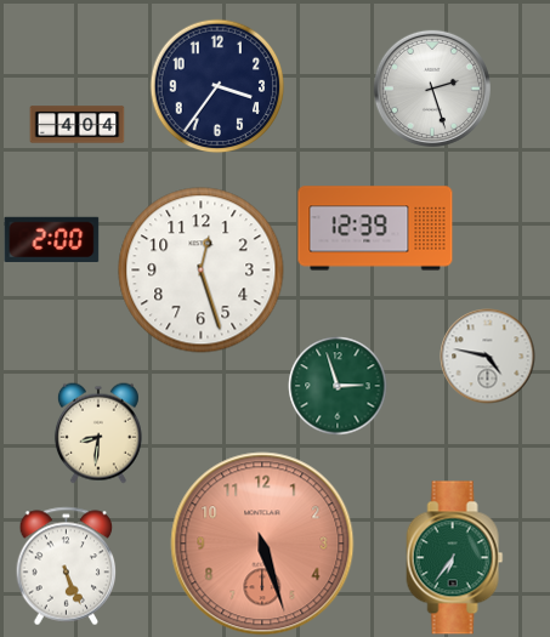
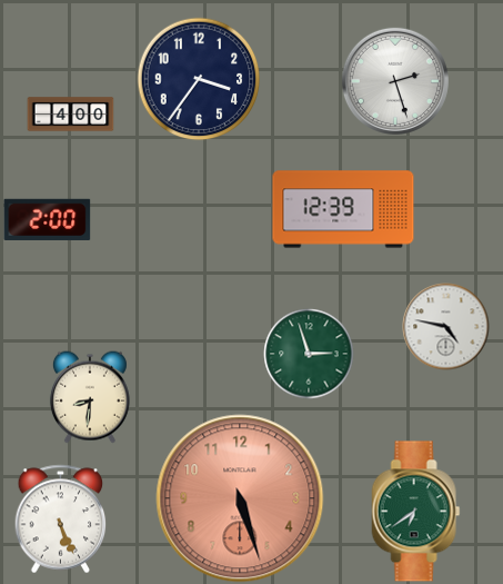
clock at (76, 125): 4:04 -> 4:00
clock at (202, 271): 12:27 -> none
clock at (455, 558): 6:36 -> 6:39
